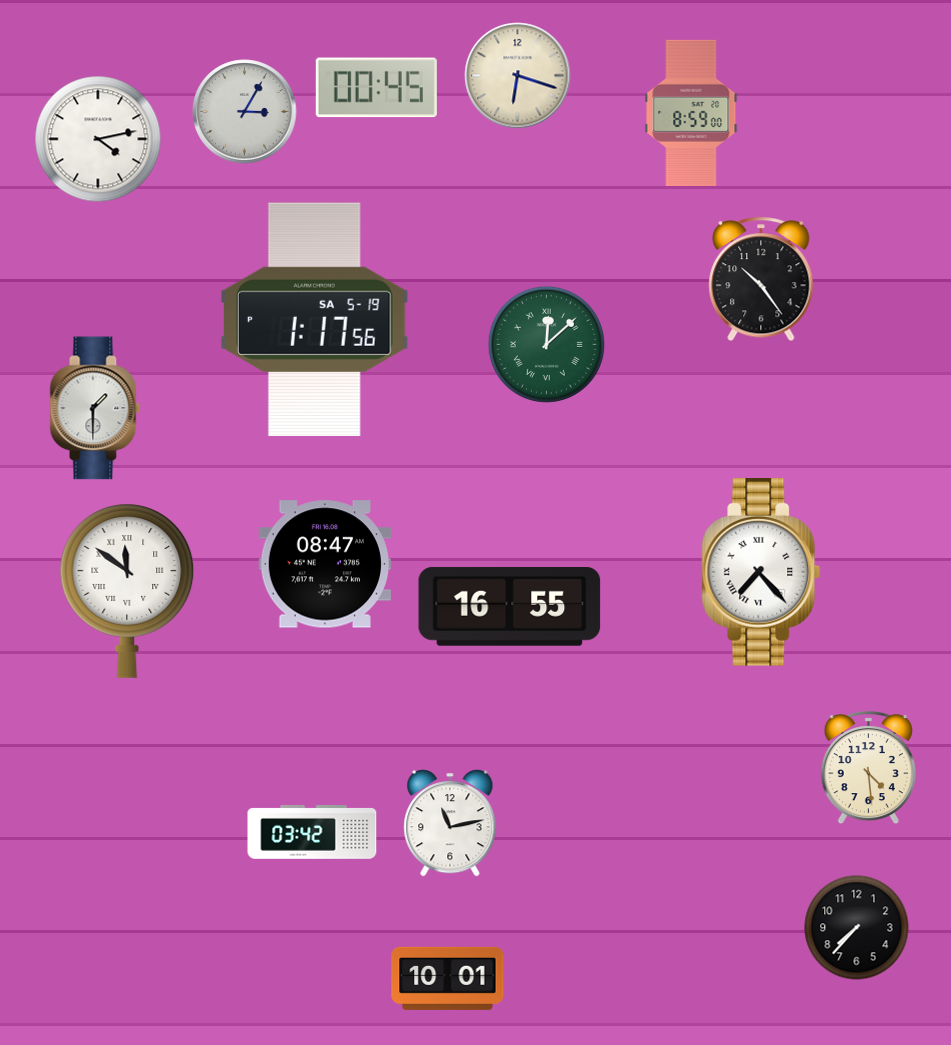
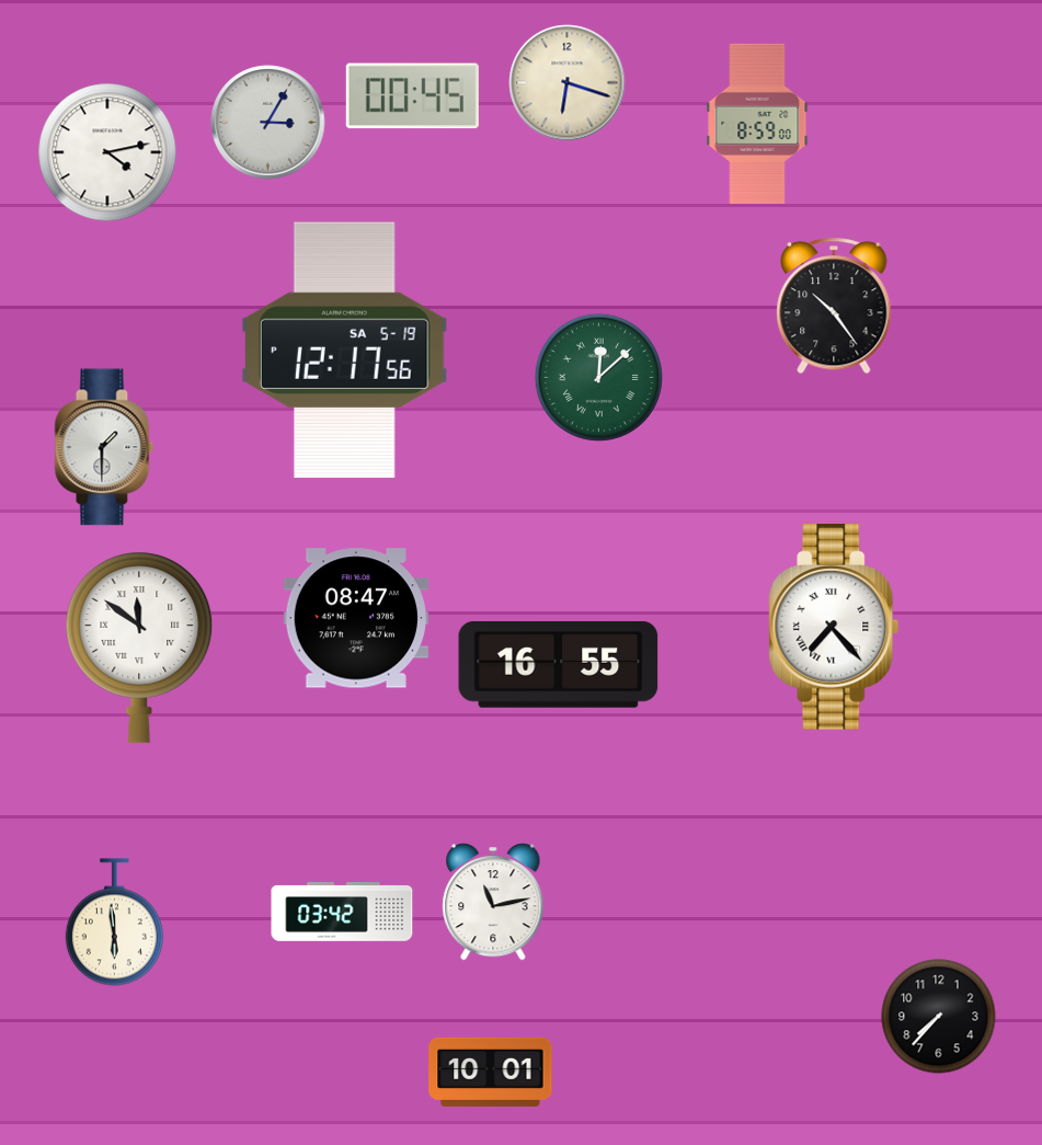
clock at (314, 319): 1:17 -> 12:17
clock at (868, 769): 4:29 -> none
clock at (114, 923): none -> 5:59
